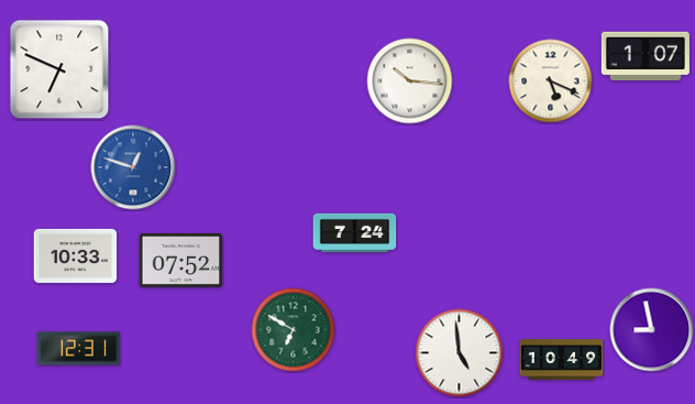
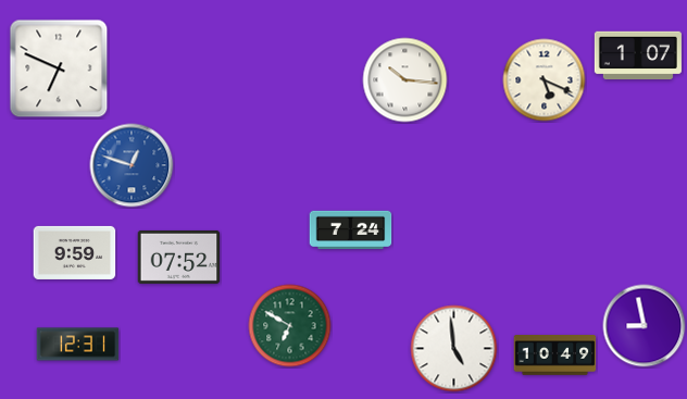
clock at (76, 255): 10:33 -> 9:59
